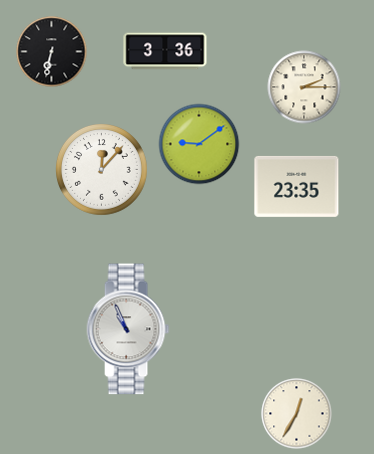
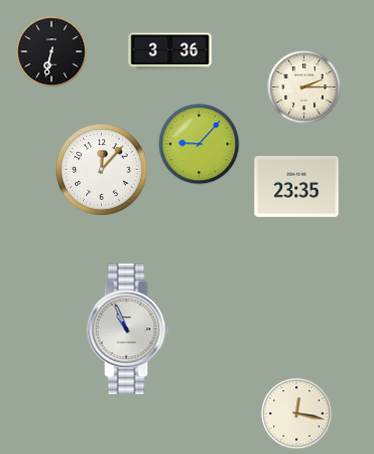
clock at (165, 51) position: (165, 51) -> (170, 51)
clock at (199, 144): 9:09 -> 9:07
clock at (297, 414): 12:35 -> 12:17
